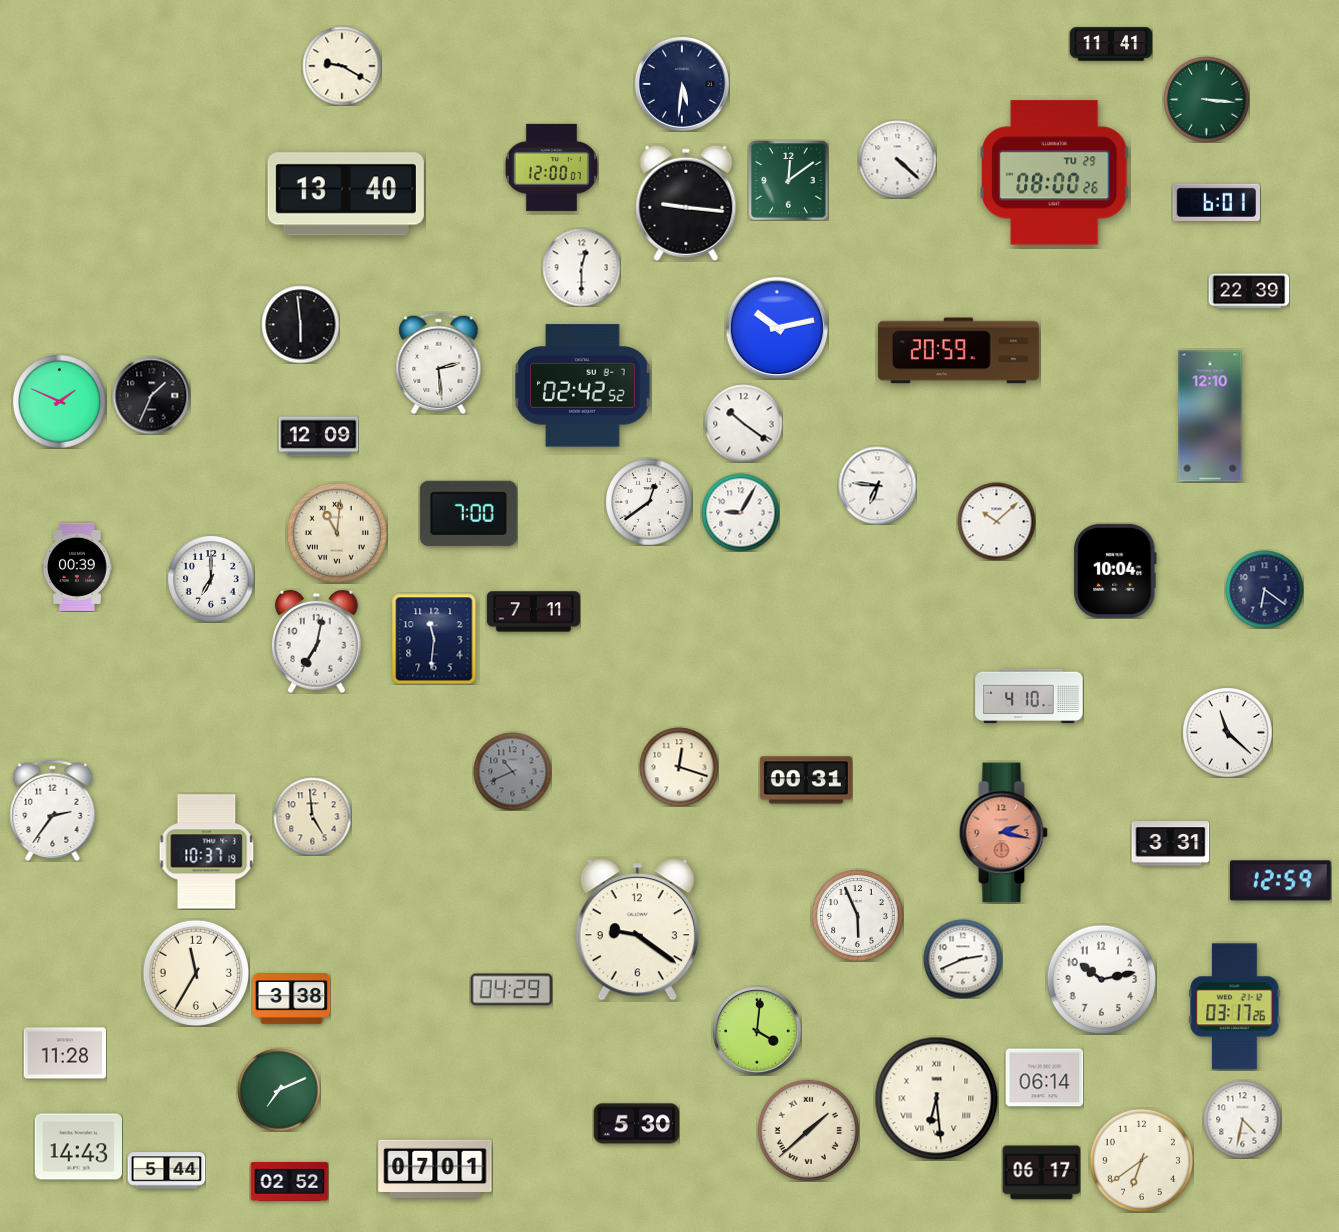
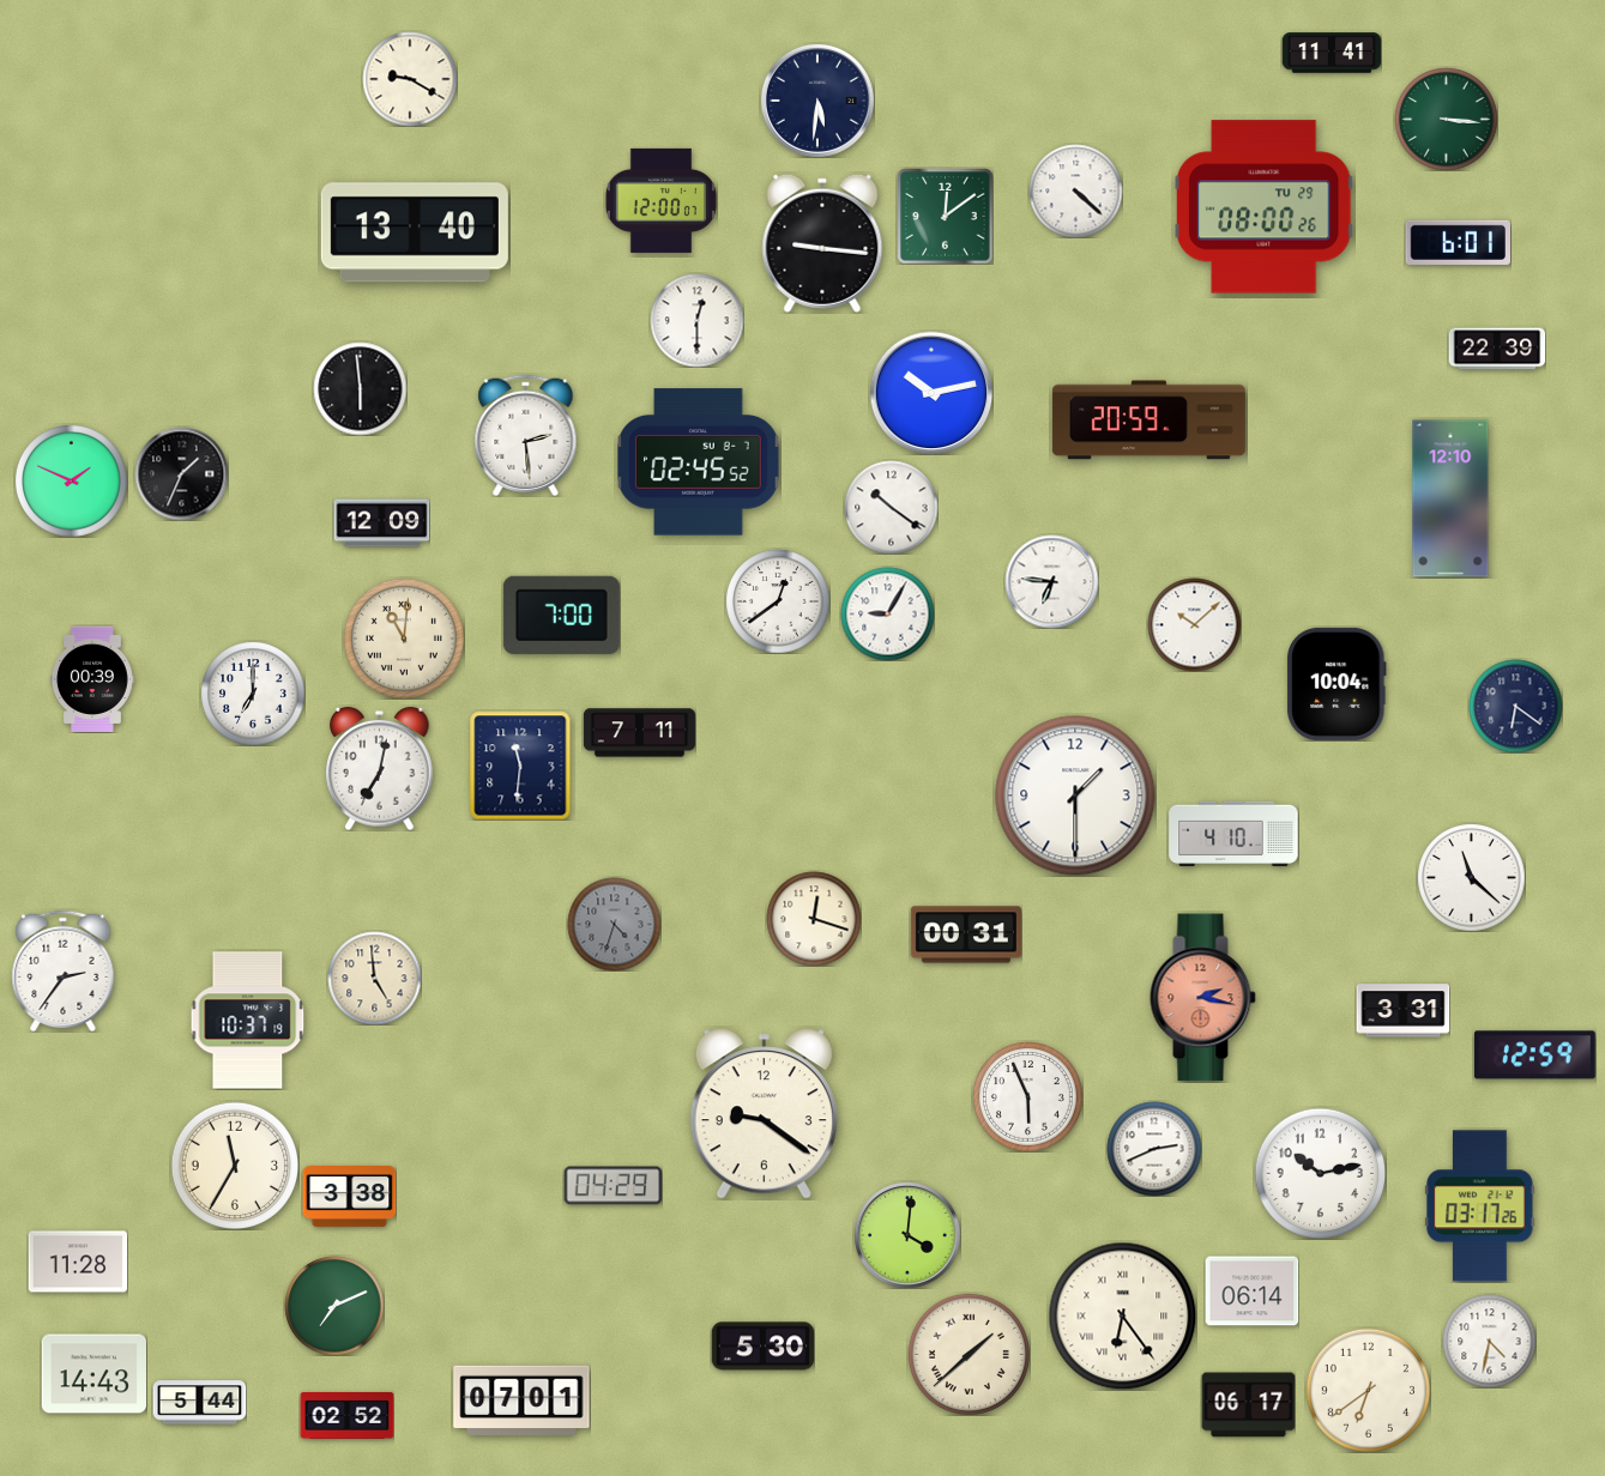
clock at (583, 386): 02:42 -> 02:45
clock at (1075, 796): none -> 1:30
clock at (512, 771): 10:41 -> 4:33
clock at (936, 1098): 6:29 -> 6:24
